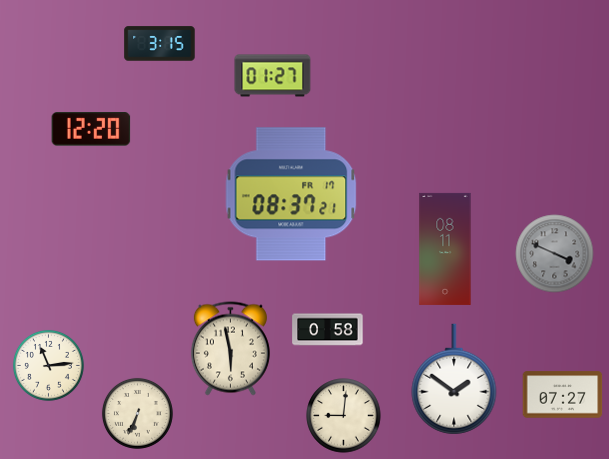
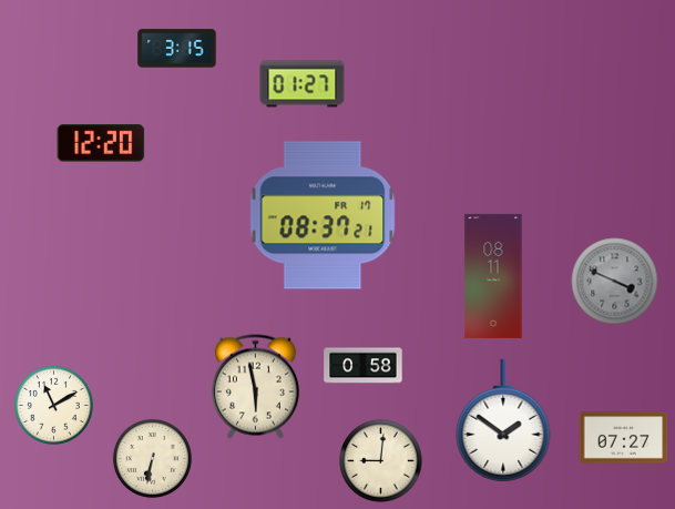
clock at (48, 365): 11:14 -> 11:10
clock at (137, 413): 6:34 -> 6:32
